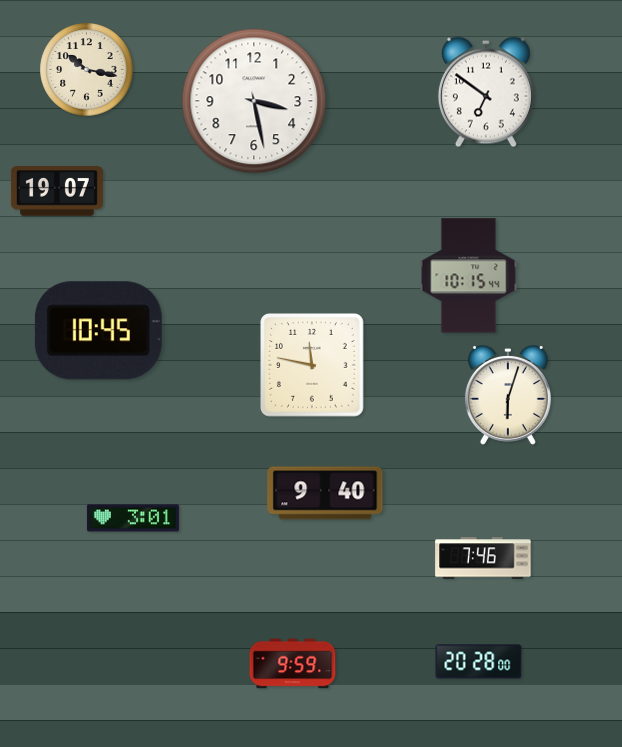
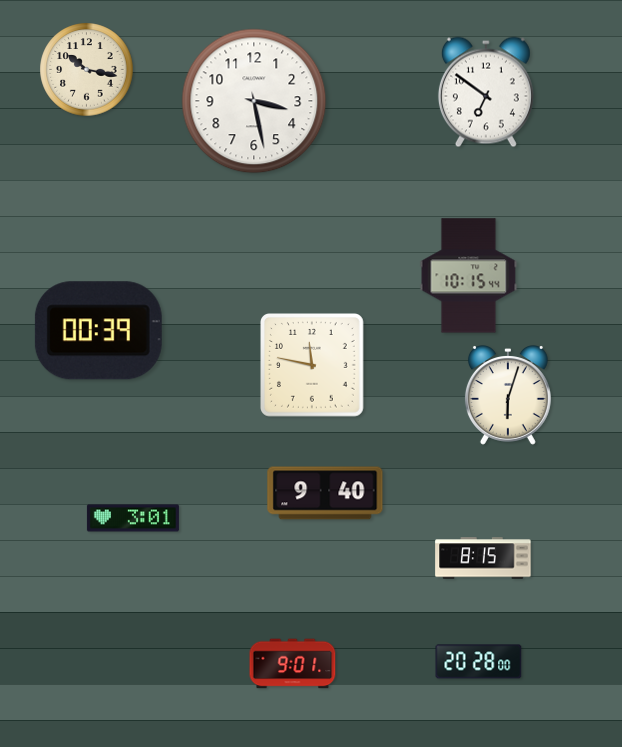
clock at (57, 191): 19:07 -> none
clock at (98, 331): 10:45 -> 00:39
clock at (483, 558): 7:46 -> 8:15
clock at (293, 664): 9:59 -> 9:01
